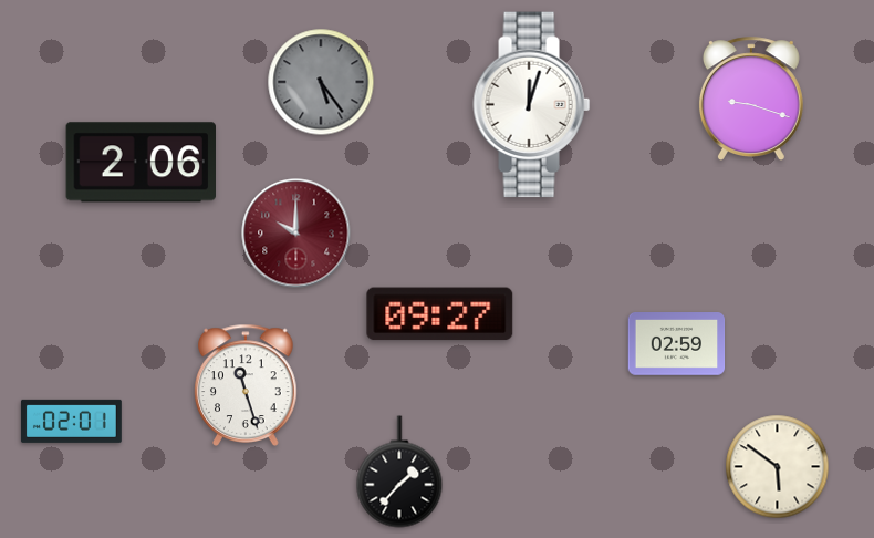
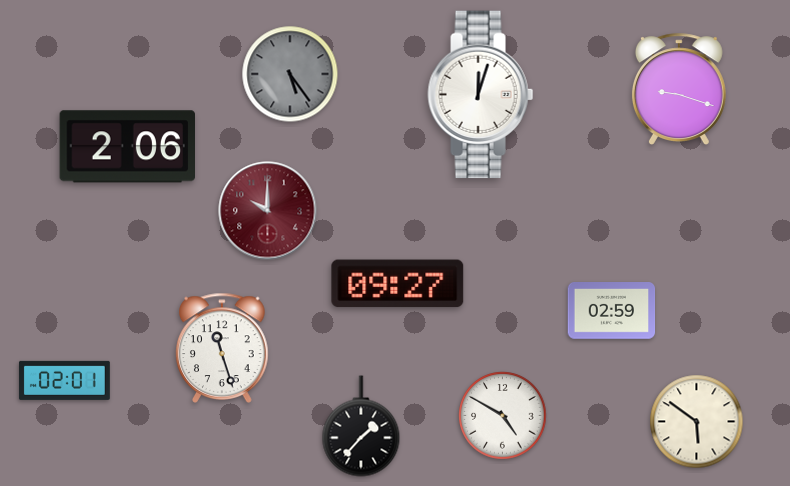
clock at (503, 416): none -> 4:50
clock at (778, 467) position: (778, 467) -> (697, 422)
